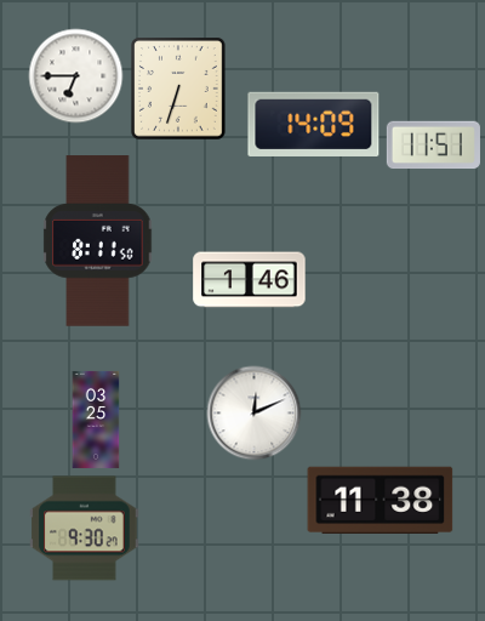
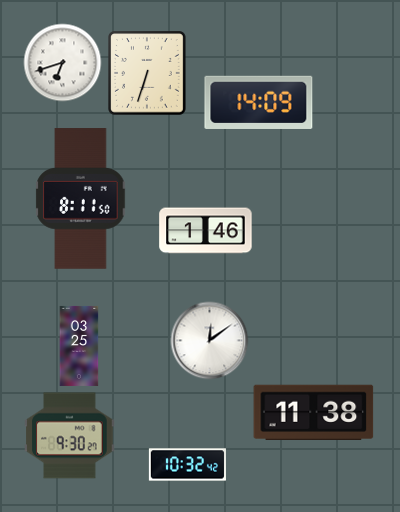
clock at (75, 75): 6:45 -> 6:42
clock at (433, 146): 11:51 -> none
clock at (253, 412): 12:11 -> 12:09
clock at (187, 465): none -> 10:32
